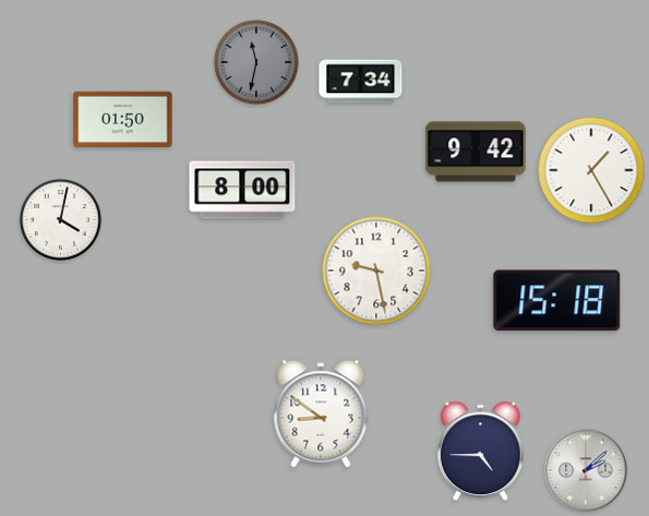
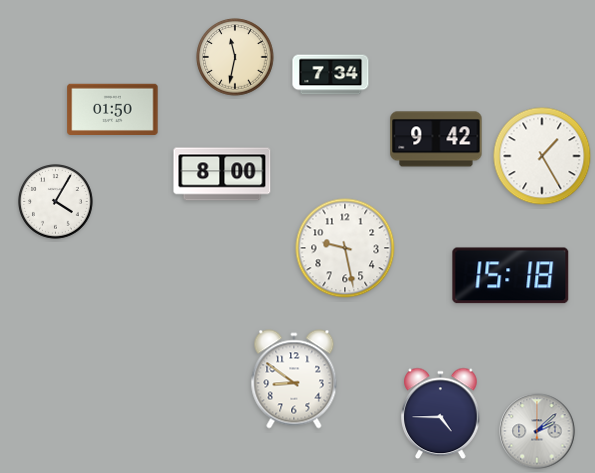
clock at (256, 62) dial: grey -> cream
clock at (61, 220): 4:02 -> 4:05
